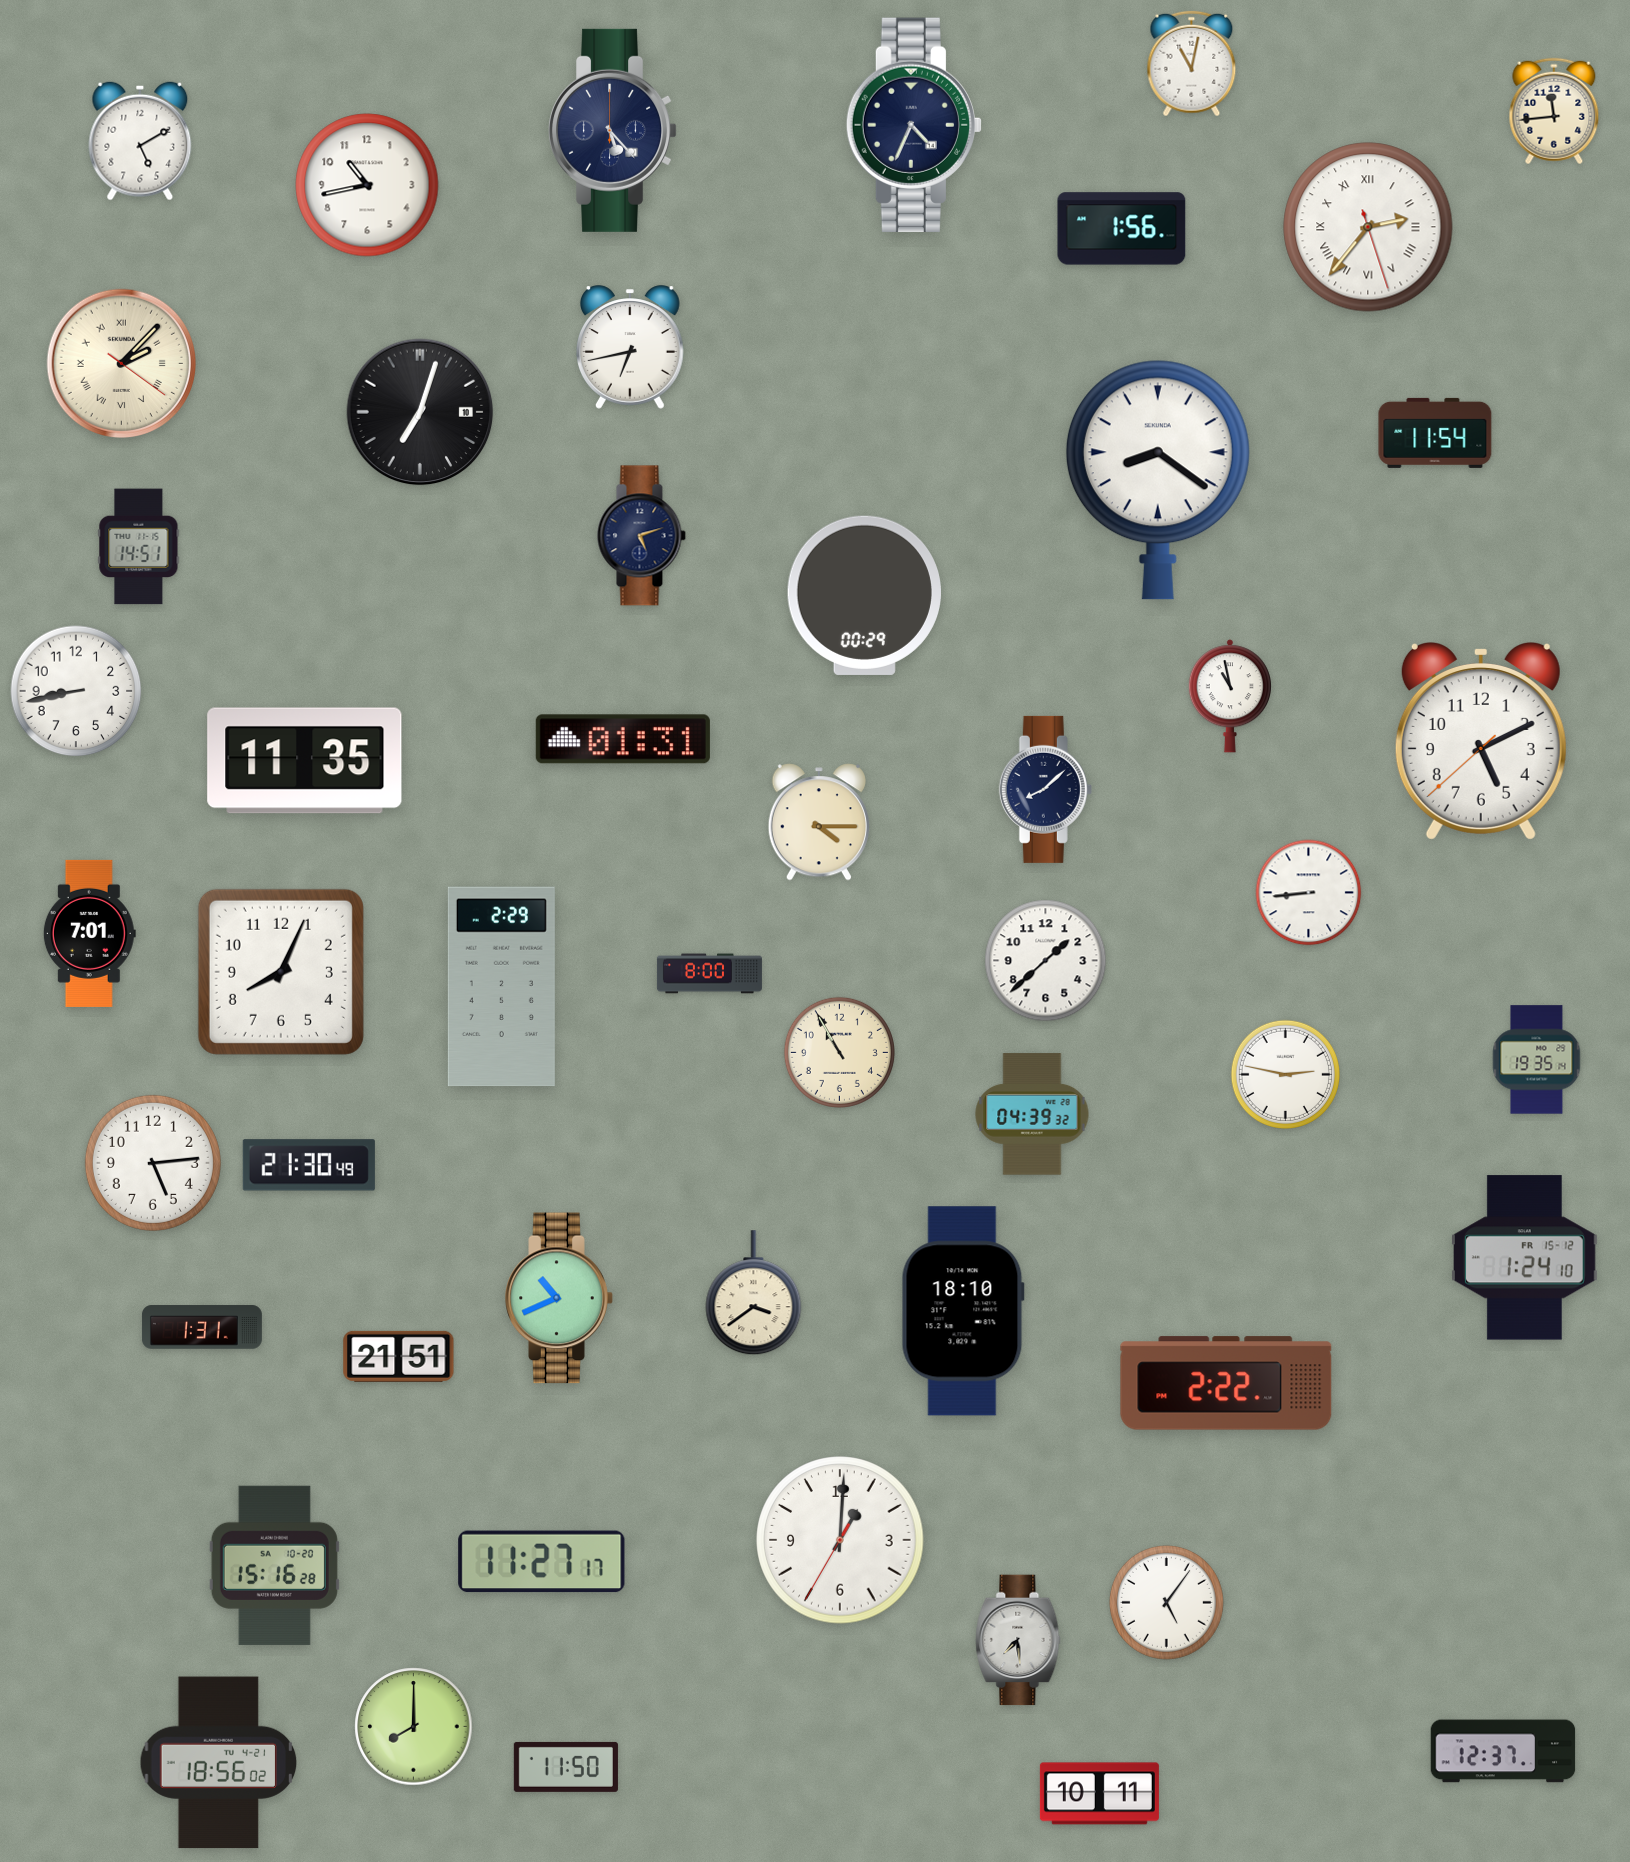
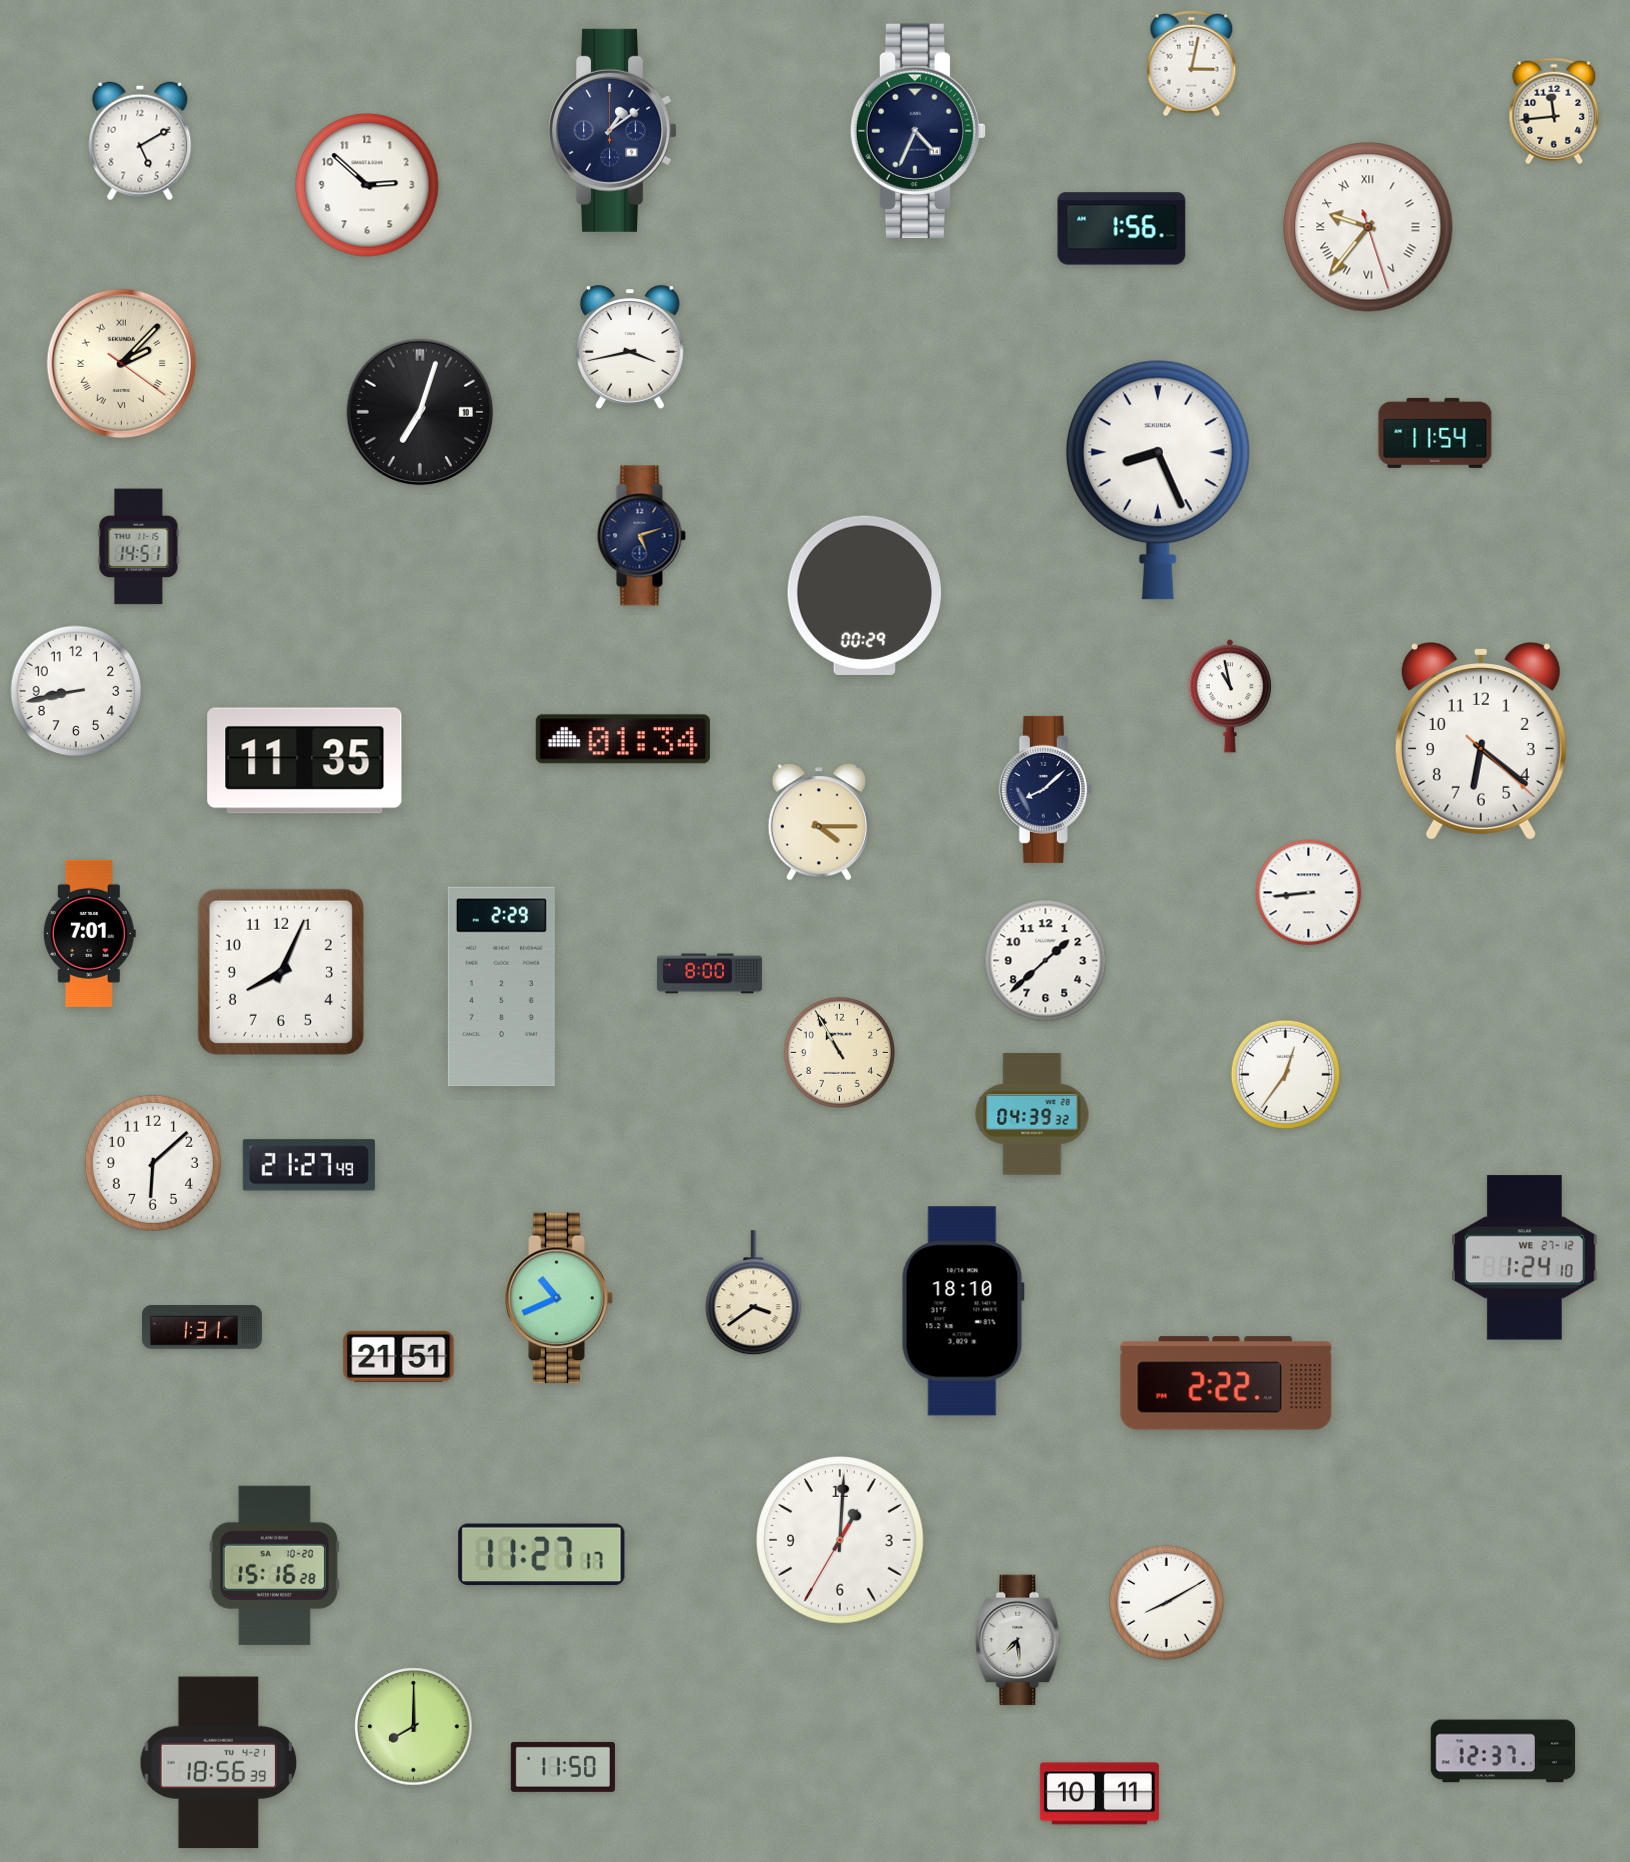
clock at (1192, 64): 11:02 -> 3:02
clock at (914, 125) position: (914, 125) -> (918, 131)
clock at (613, 130): 5:23 -> 1:09
clock at (367, 185): 10:43 -> 2:52
clock at (1368, 227): 2:36 -> 9:36
clock at (631, 347): 6:43 -> 3:43
clock at (1158, 480): 8:21 -> 8:26
clock at (623, 739): 01:31 -> 01:34
clock at (1481, 741): 5:10 -> 6:21
clock at (1537, 1060): 19:35 -> none
clock at (1285, 1074): 2:47 -> 12:36
clock at (153, 1163): 5:14 -> 6:08
clock at (309, 1165): 21:30 -> 21:27
clock at (1524, 1258) date: FR 15-12 -> WE 27-12
clock at (542, 1562) position: (542, 1562) -> (542, 1555)
clock at (1166, 1602): 5:06 -> 8:10
clock at (219, 1763): 18:56:02 -> 18:56:39
clock at (566, 1767) position: (566, 1767) -> (563, 1767)
